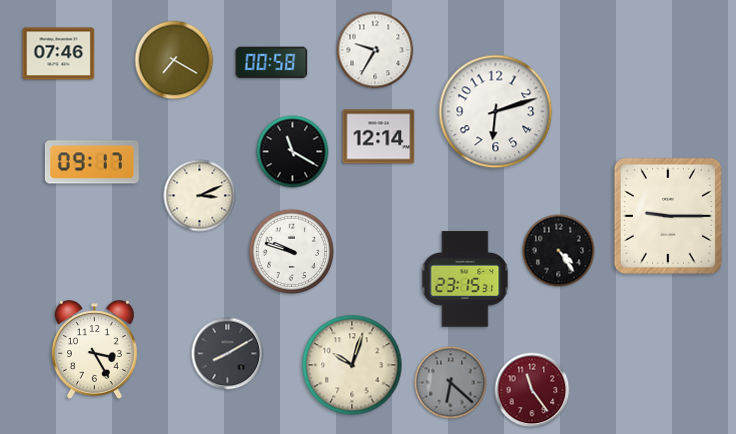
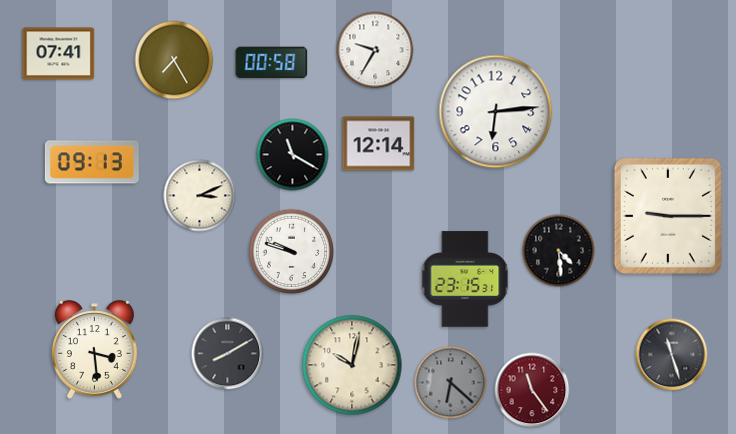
clock at (59, 54): 07:46 -> 07:41
clock at (174, 60): 7:20 -> 7:25
clock at (496, 112): 6:12 -> 6:14
clock at (379, 137) position: (379, 137) -> (379, 144)
clock at (293, 152) position: (293, 152) -> (293, 155)
clock at (92, 162): 09:17 -> 09:13
clock at (559, 251): 4:24 -> 4:29
clock at (94, 350): 3:25 -> 3:29
clock at (672, 355): none -> 11:27
clock at (352, 365): 10:03 -> 10:02
